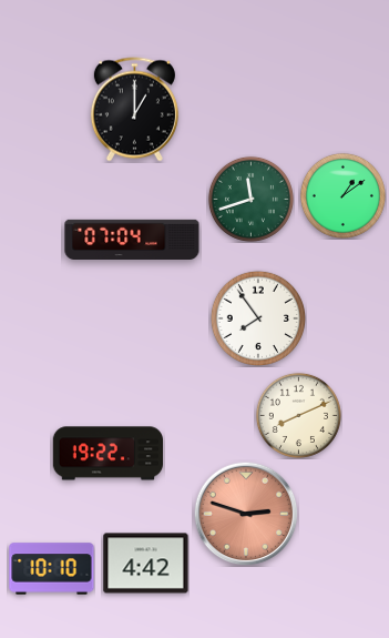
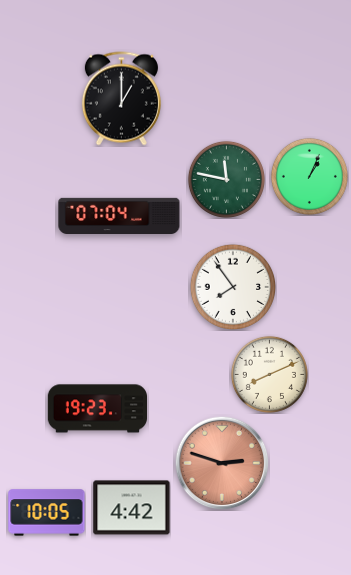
clock at (342, 195): 1:09 -> 1:04
clock at (250, 199): 11:42 -> 11:47
clock at (108, 454): 19:22 -> 19:23
clock at (52, 569): 10:10 -> 10:05
